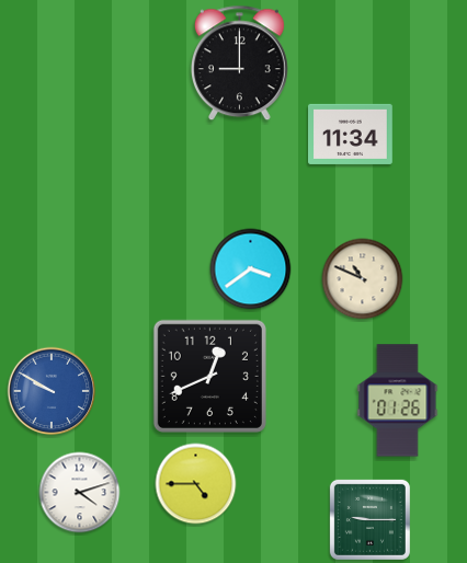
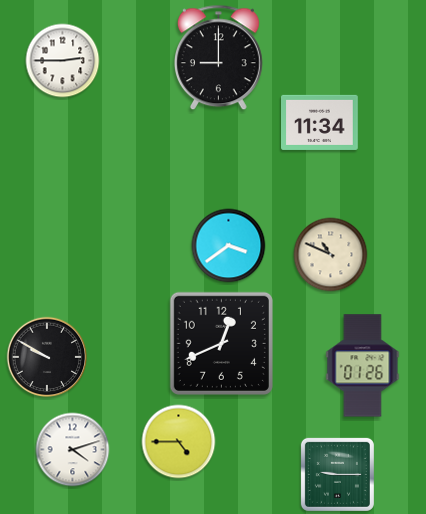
clock at (63, 61): none -> 2:45
clock at (209, 376) position: (209, 376) -> (221, 343)
clock at (52, 391) dial: blue -> black
